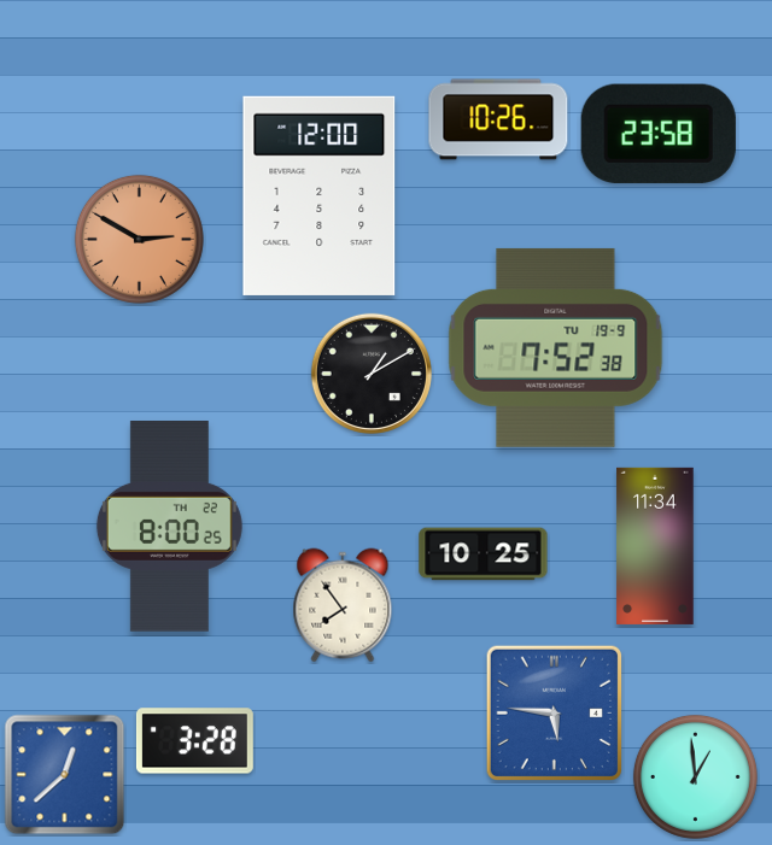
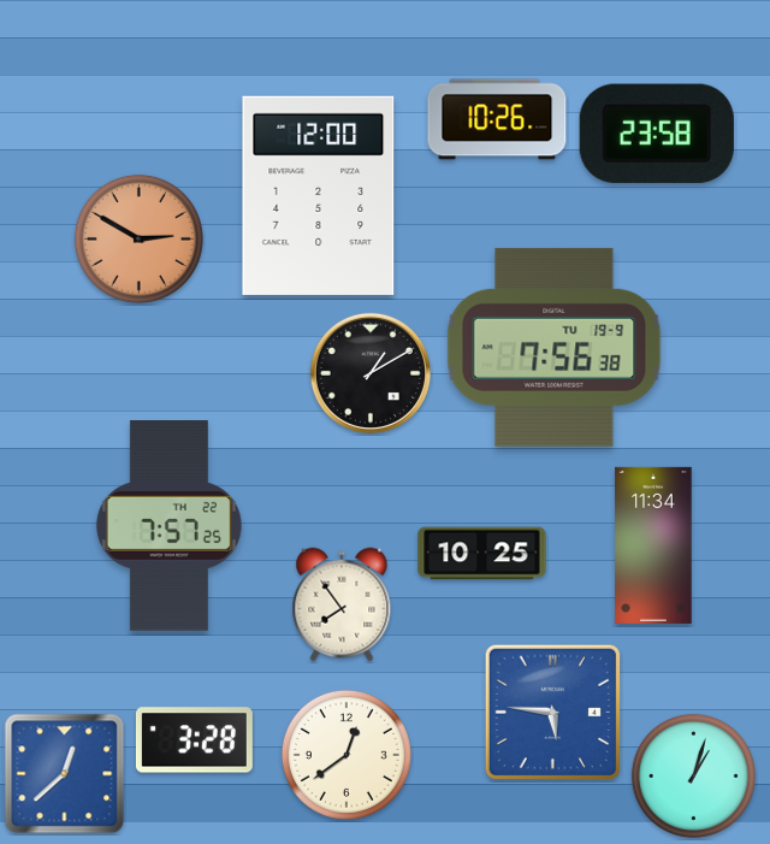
clock at (556, 347): 7:52 -> 7:56
clock at (169, 527): 8:00 -> 7:57
clock at (346, 755): none -> 12:39
clock at (695, 776): 12:59 -> 1:03
